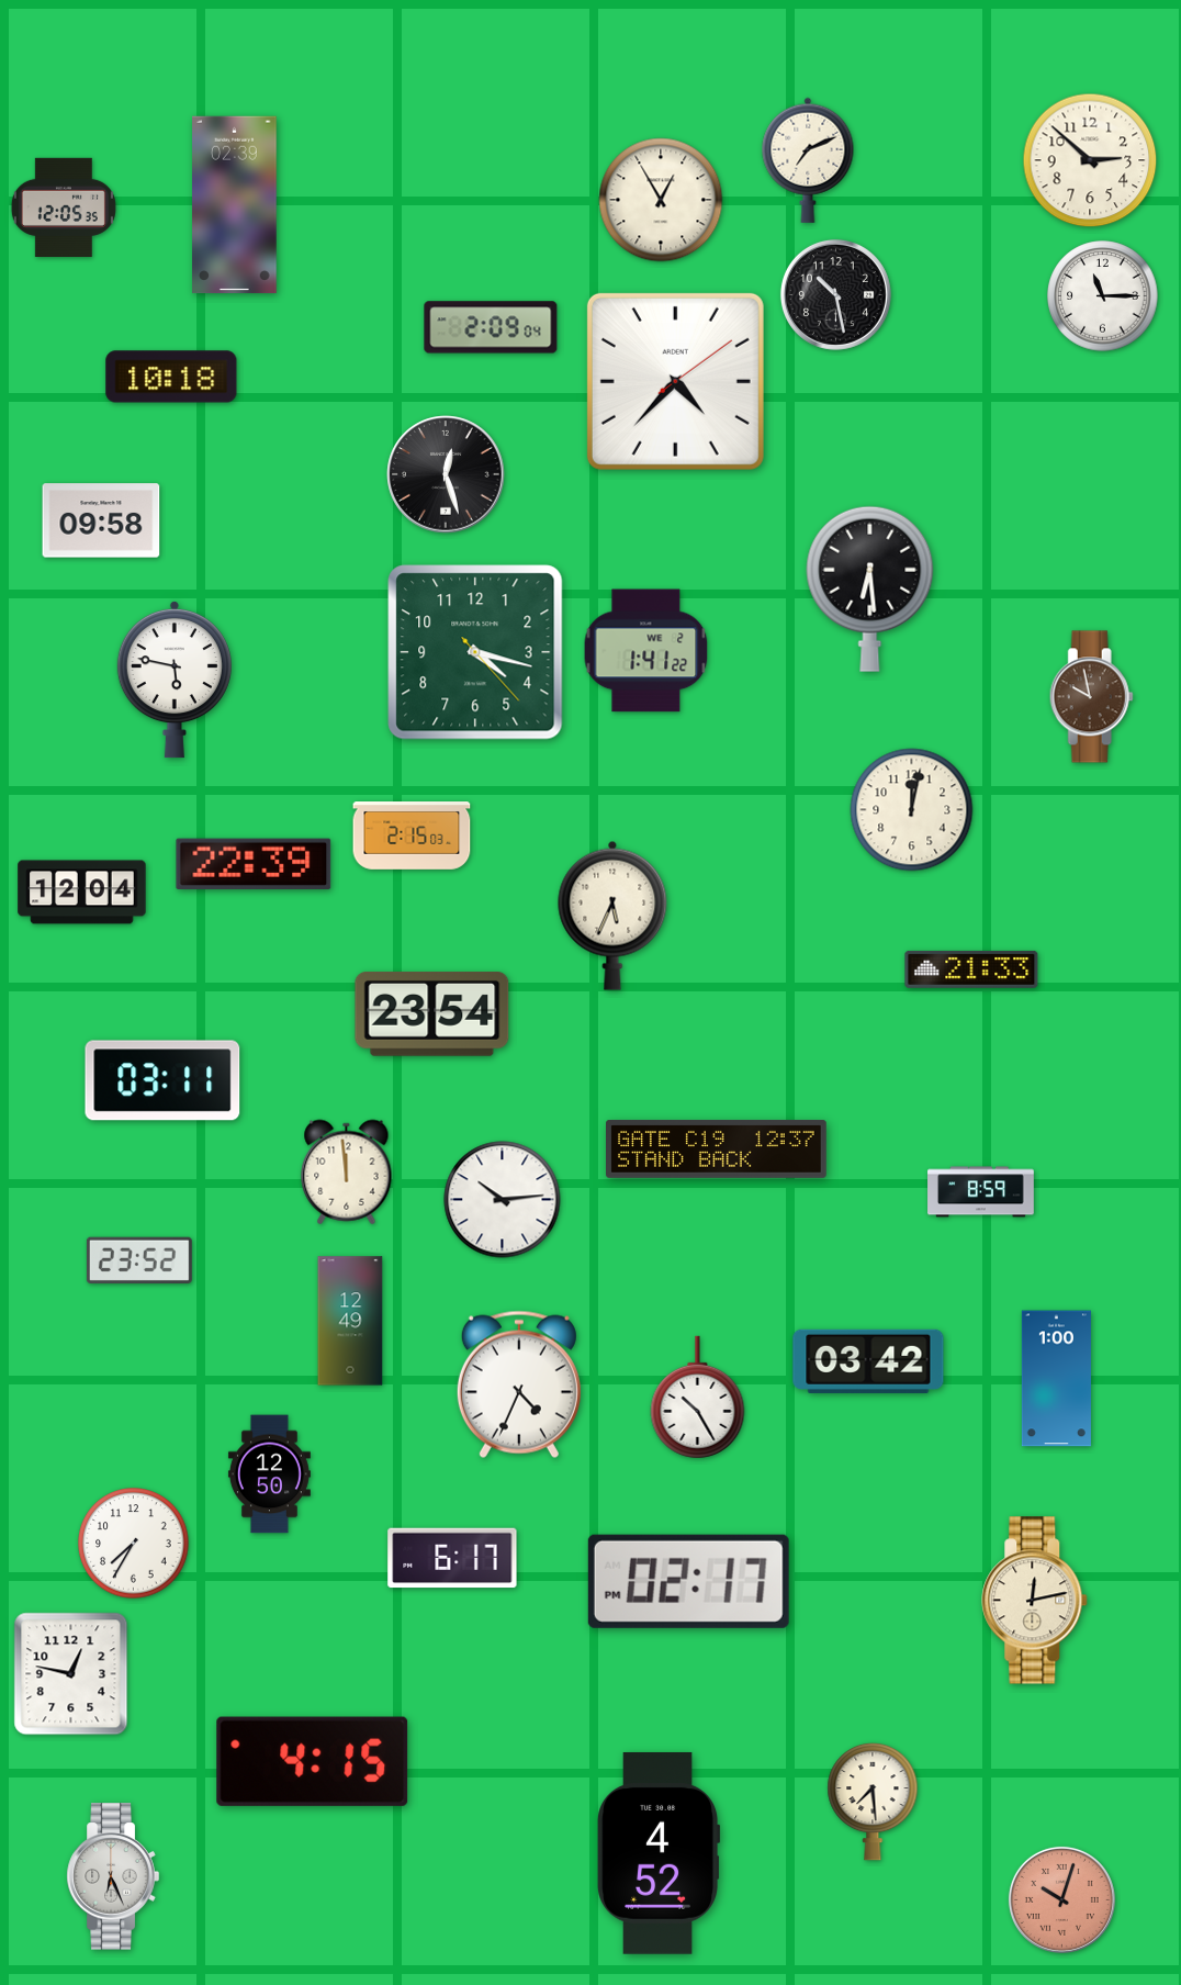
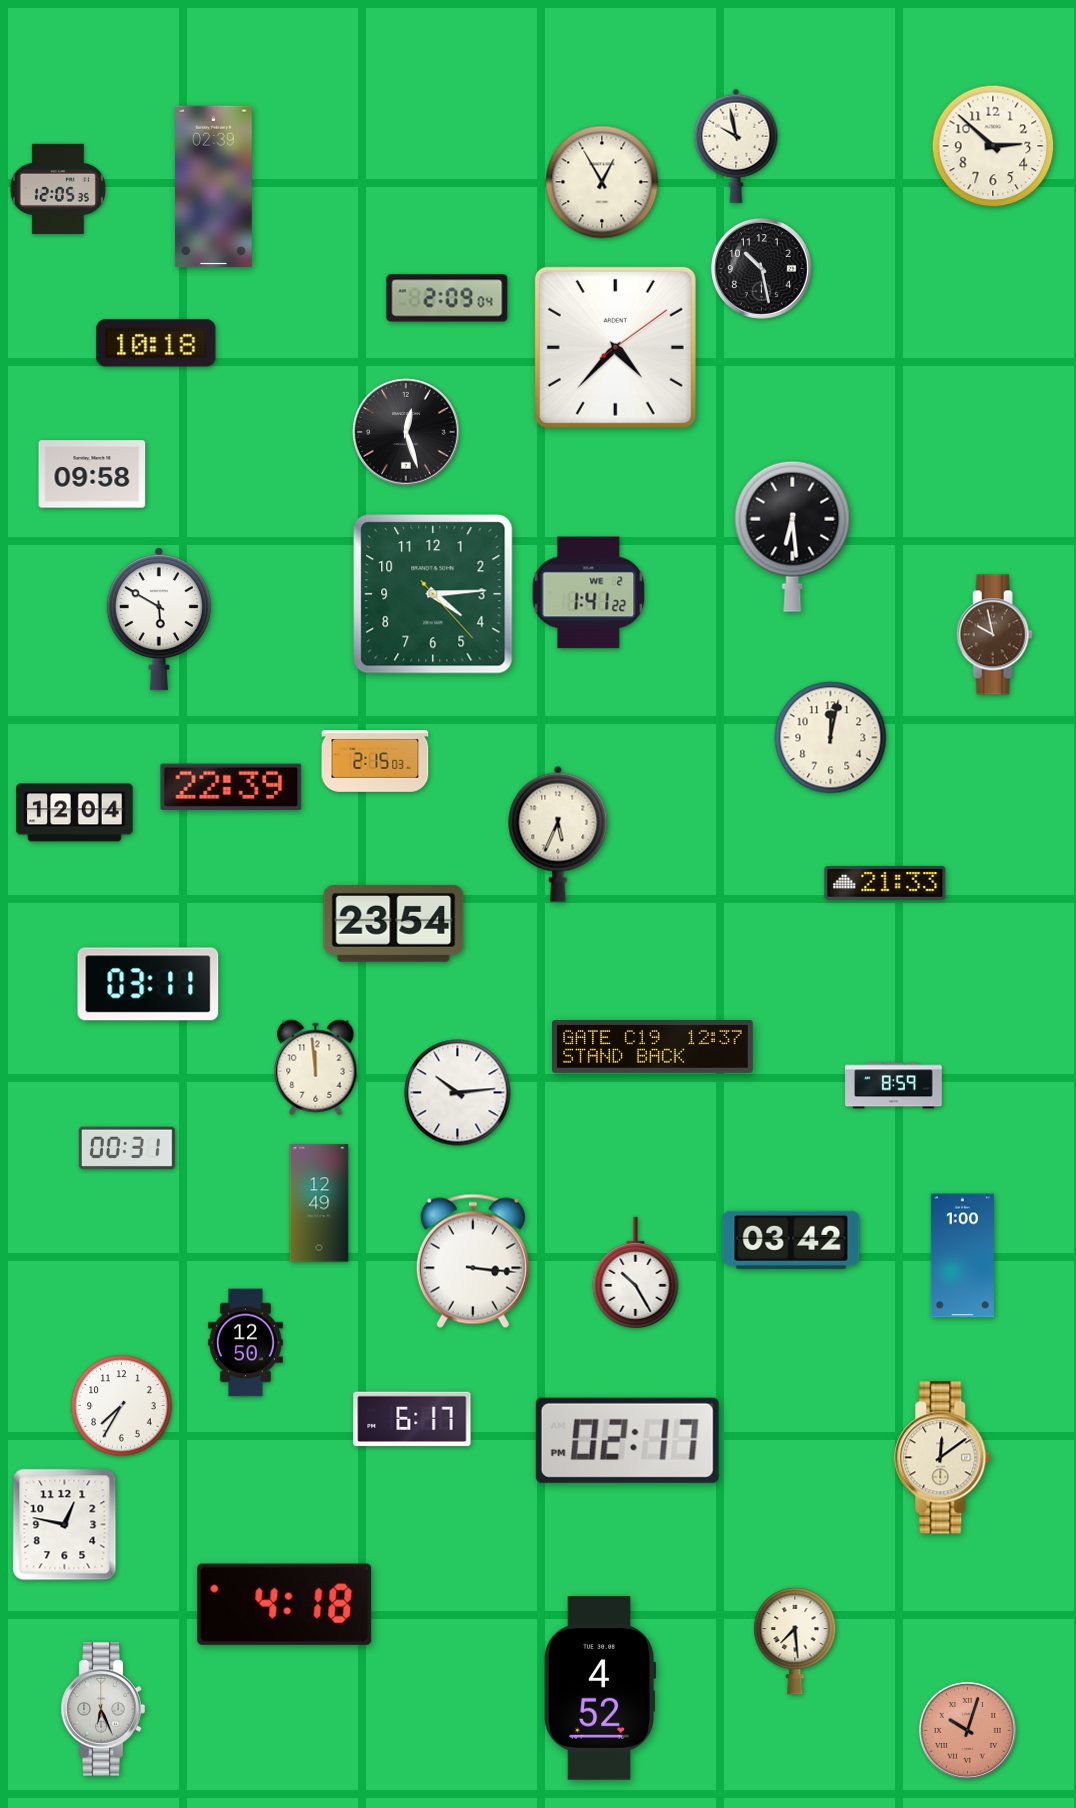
clock at (808, 160): 7:11 -> 9:58
clock at (1103, 296): 11:15 -> none
clock at (475, 652): 4:17 -> 4:14
clock at (175, 680): 5:47 -> 5:50
clock at (139, 1260): 23:52 -> 00:31
clock at (519, 1384): 4:34 -> 3:16
clock at (1035, 1601): 12:13 -> 12:09
clock at (313, 1761): 4:15 -> 4:18
